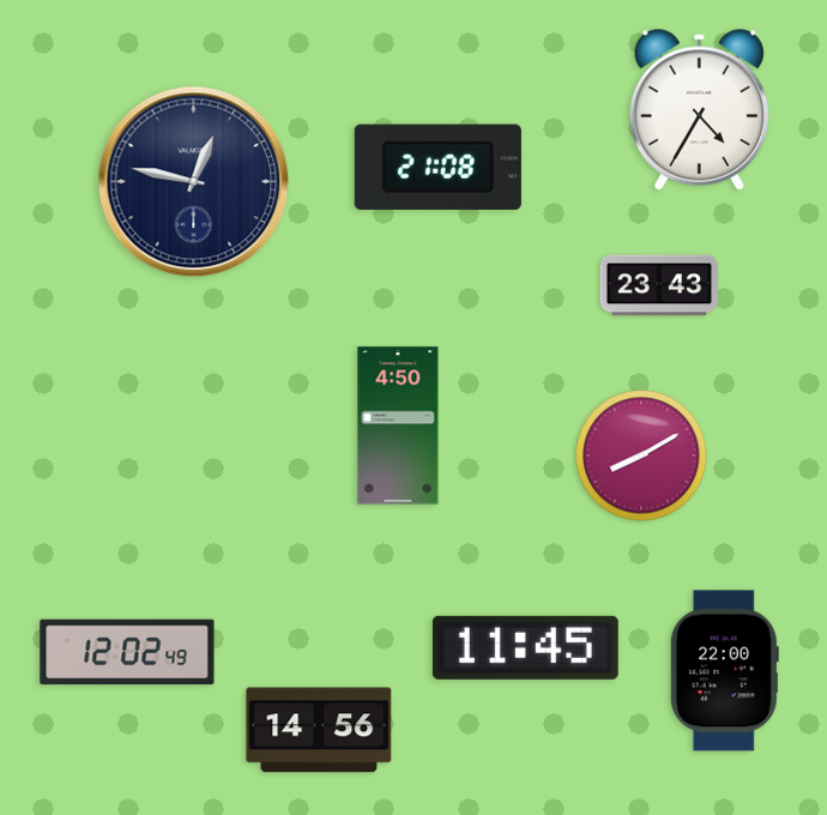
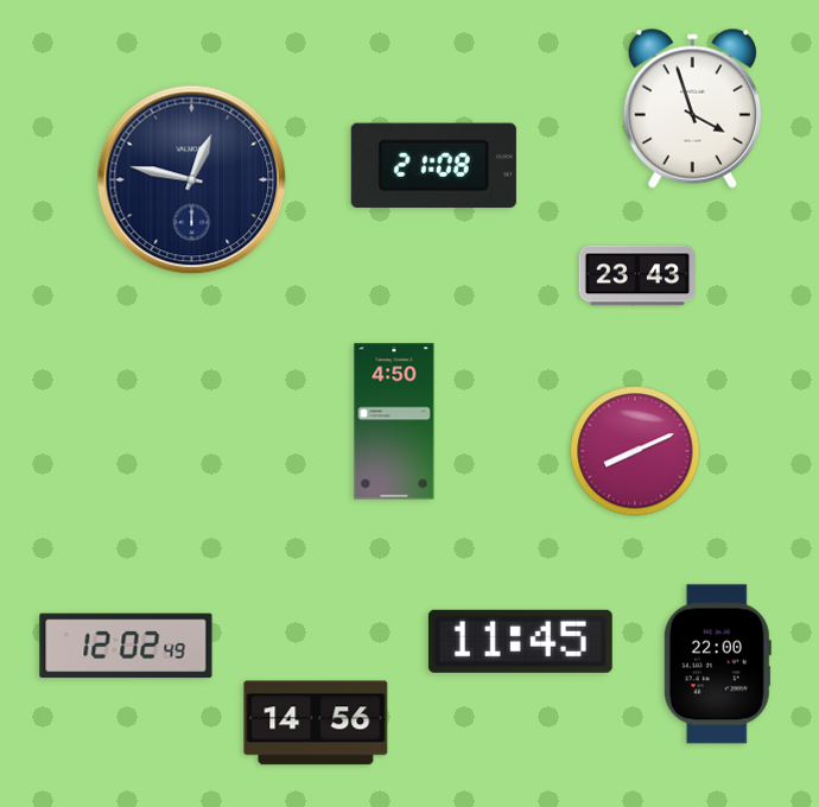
clock at (699, 109): 4:35 -> 3:57
clock at (659, 285) position: (659, 285) -> (637, 275)
clock at (641, 455): 8:10 -> 8:11
